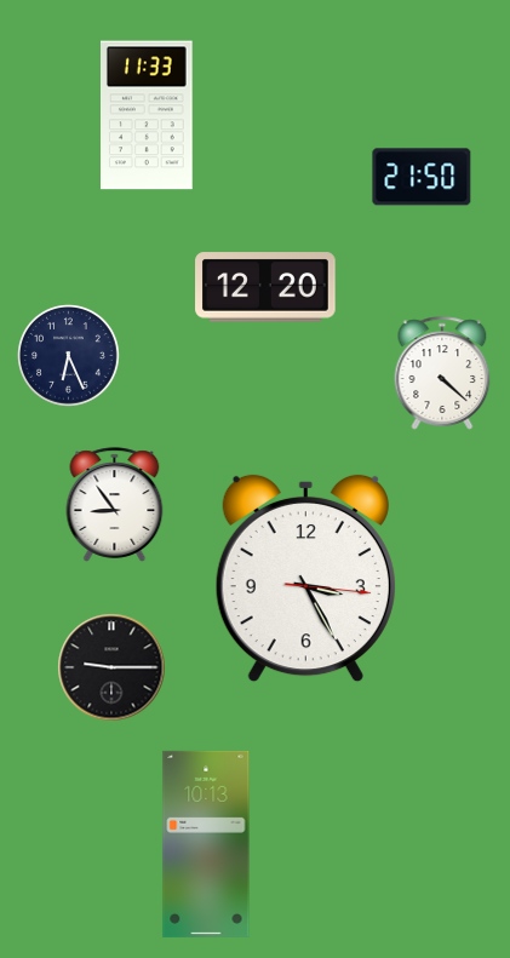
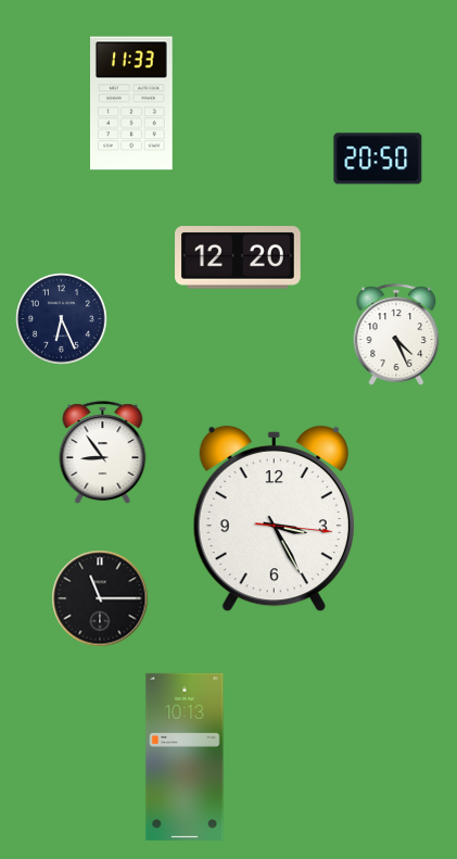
clock at (422, 177): 21:50 -> 20:50
clock at (442, 373): 4:22 -> 4:26
clock at (111, 667): 9:15 -> 11:15
